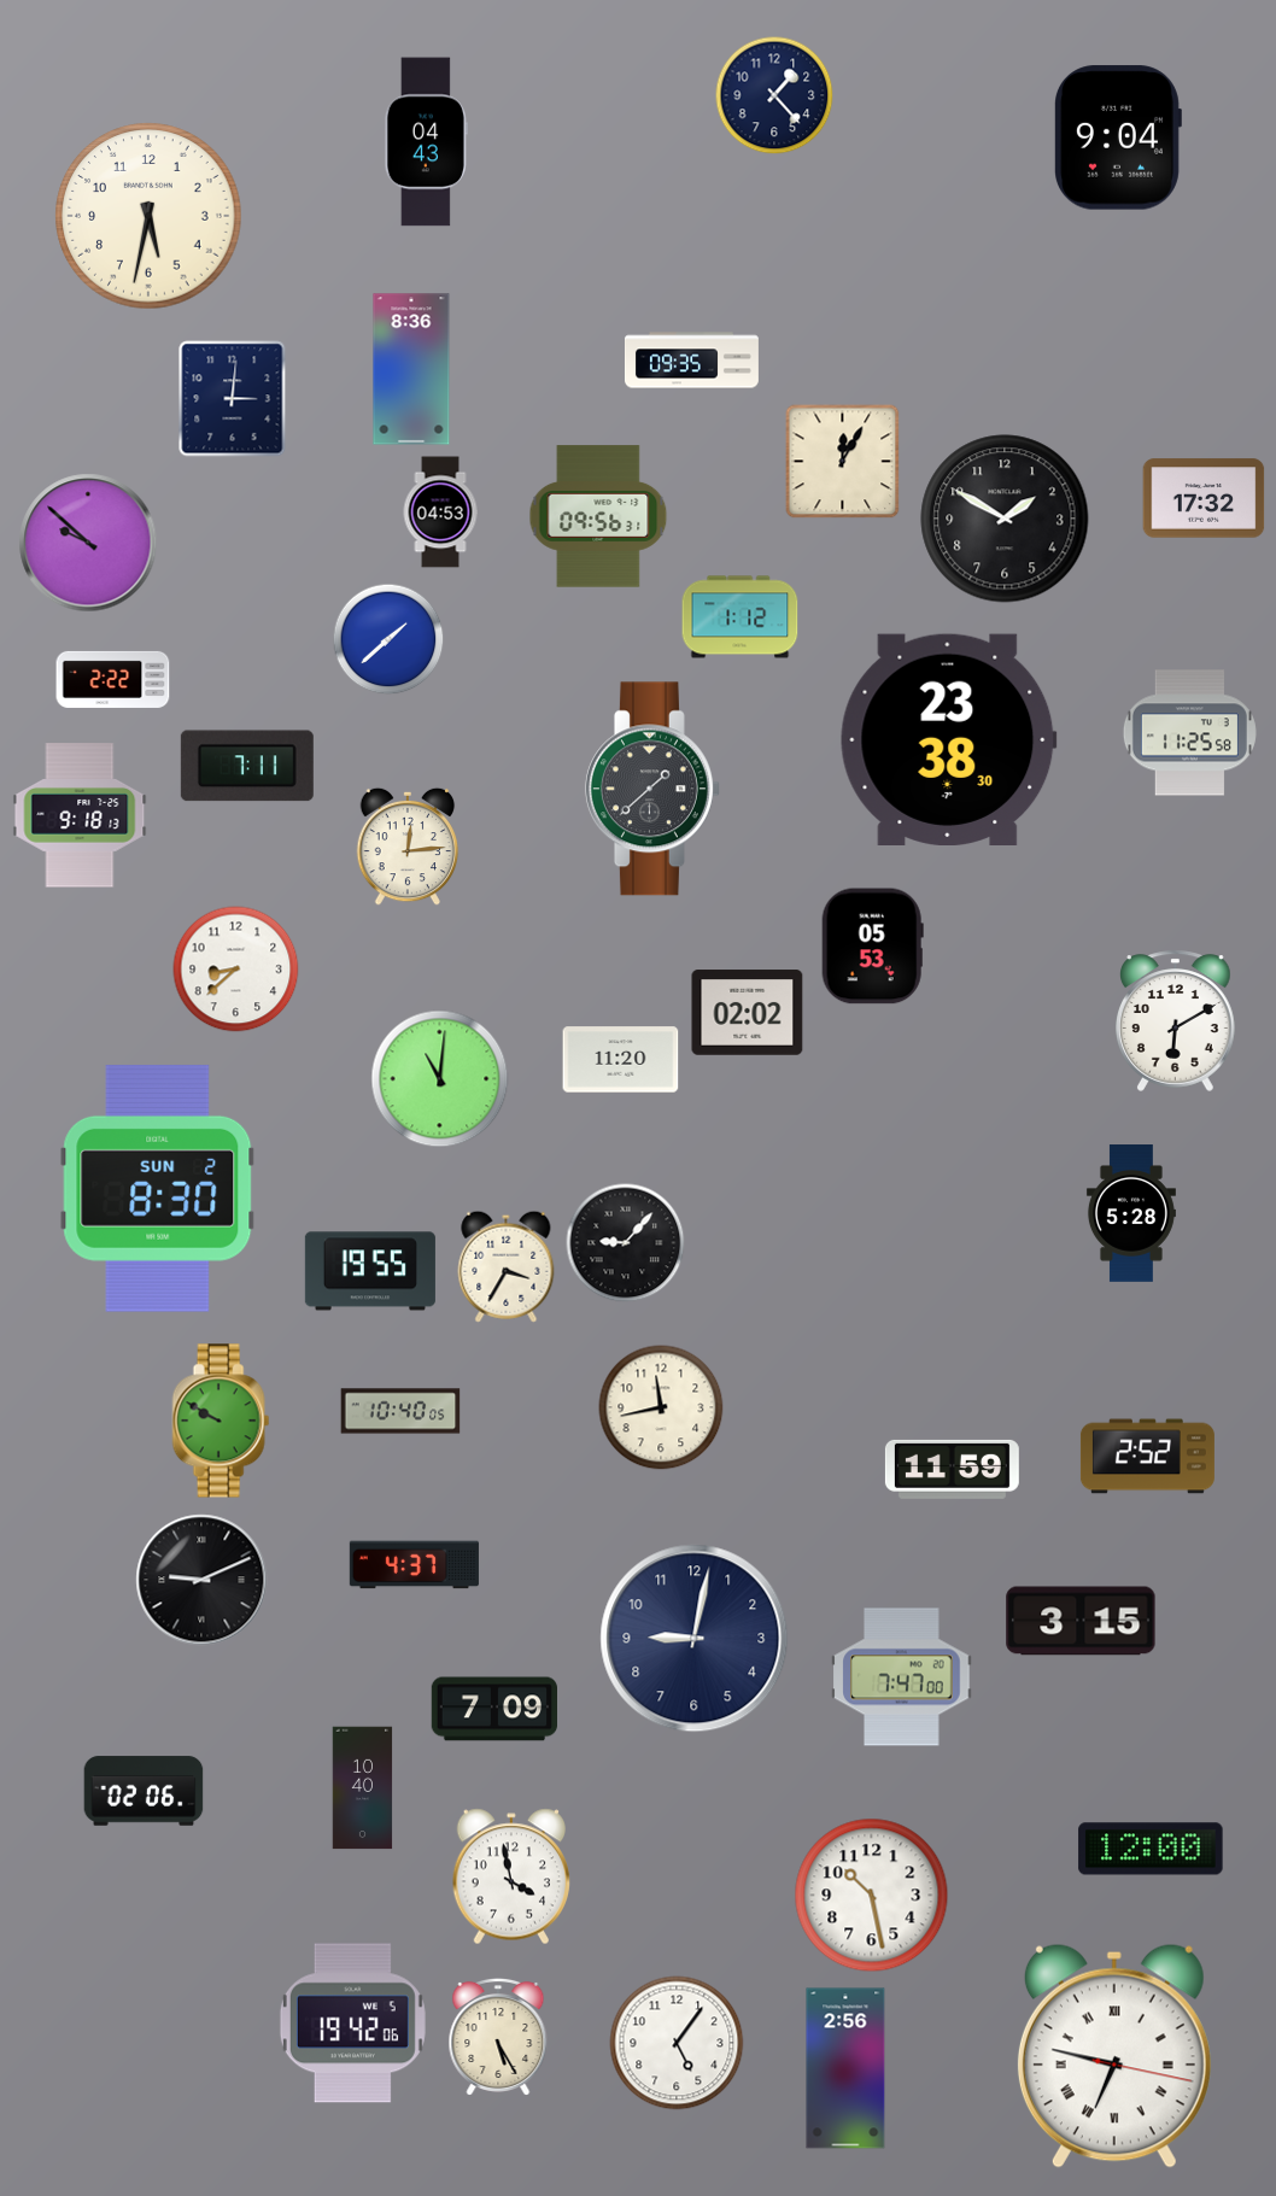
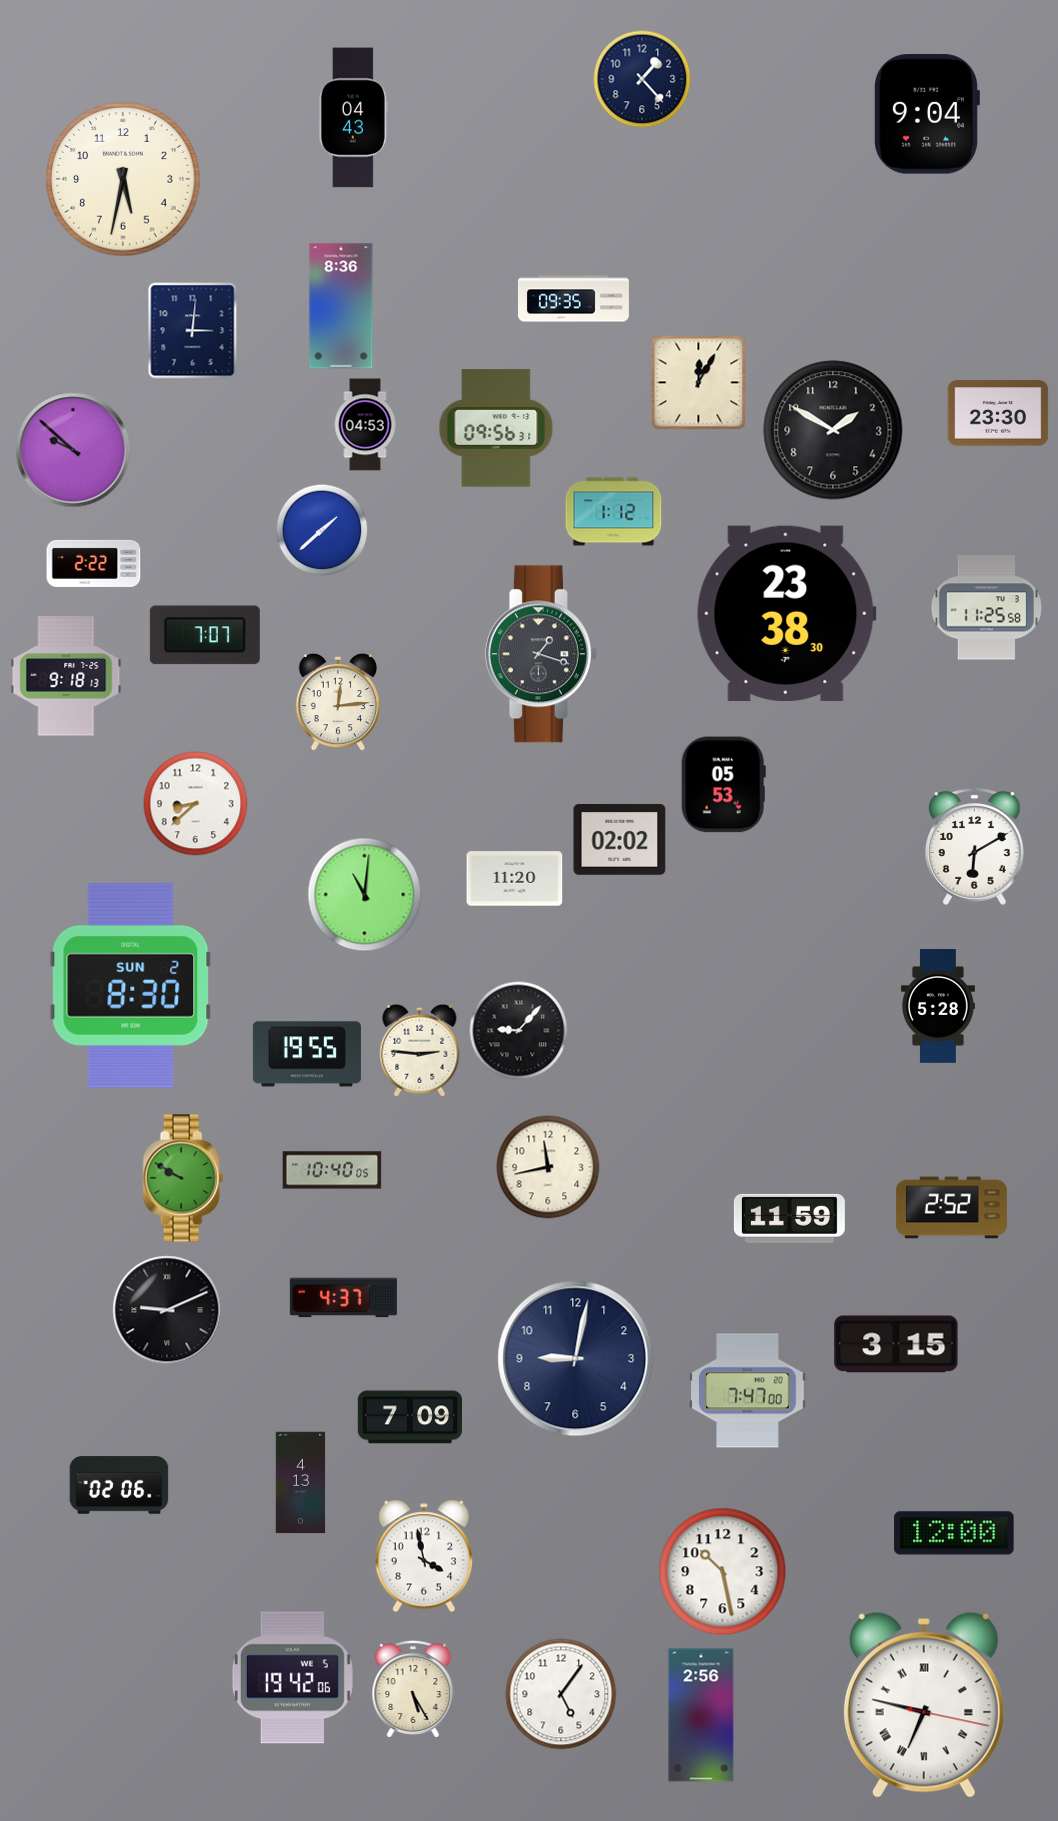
clock at (1204, 498): 17:32 -> 23:30
clock at (247, 766): 7:11 -> 7:07
clock at (652, 789): 1:38 -> 1:18
clock at (507, 1266): 3:35 -> 2:46
clock at (363, 1788): 10:40 -> 4:13
